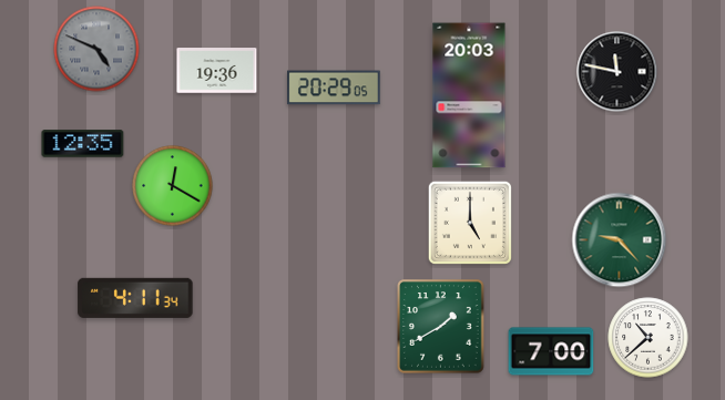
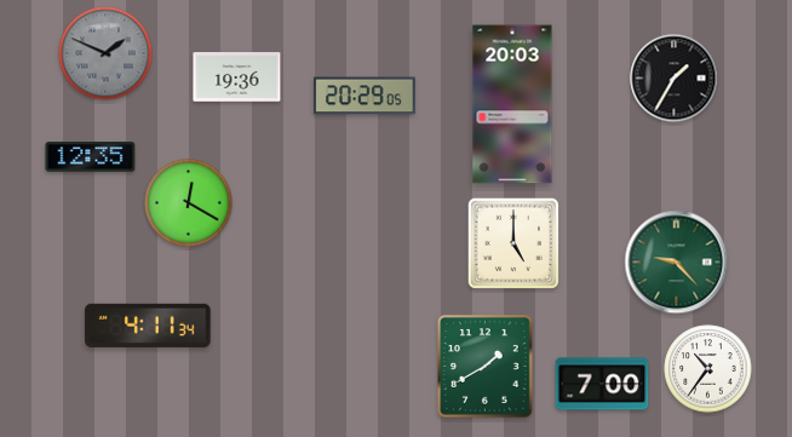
clock at (96, 49): 4:49 -> 1:49
clock at (617, 72): 11:47 -> 1:35
clock at (441, 327) position: (441, 327) -> (486, 367)
clock at (649, 338): 10:38 -> 10:36
